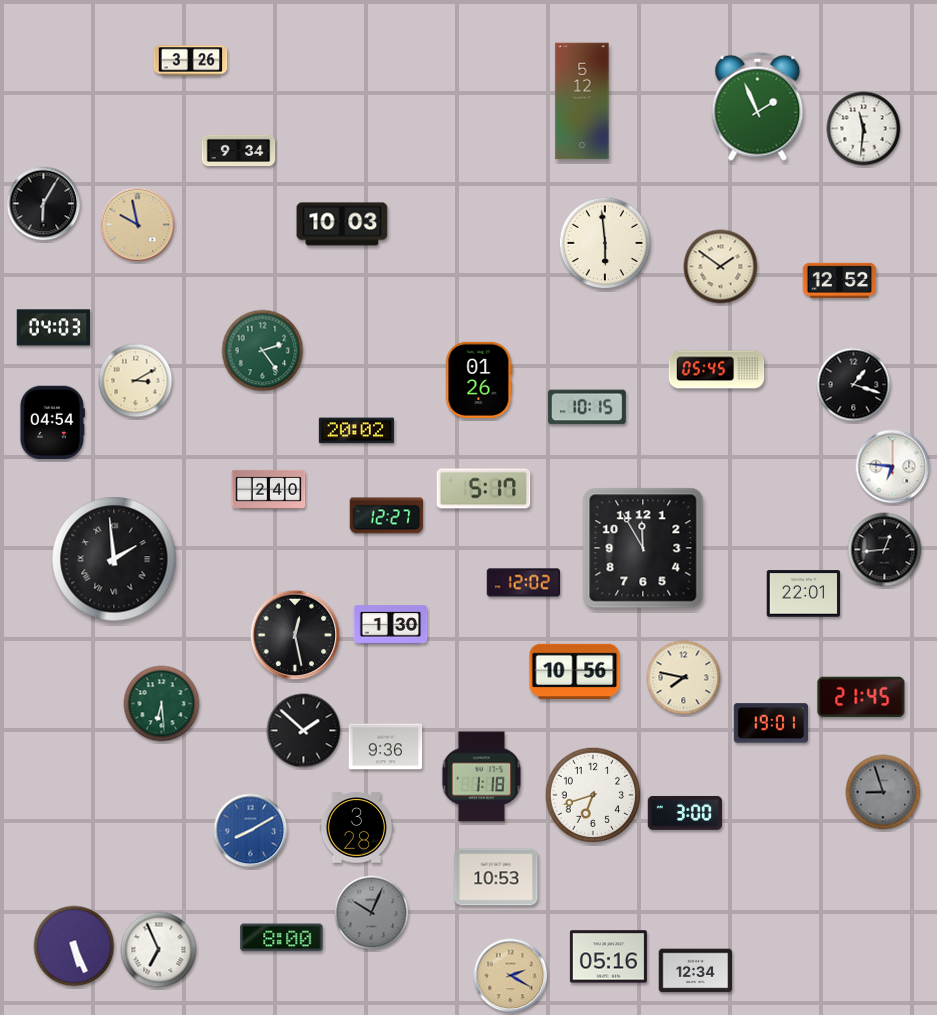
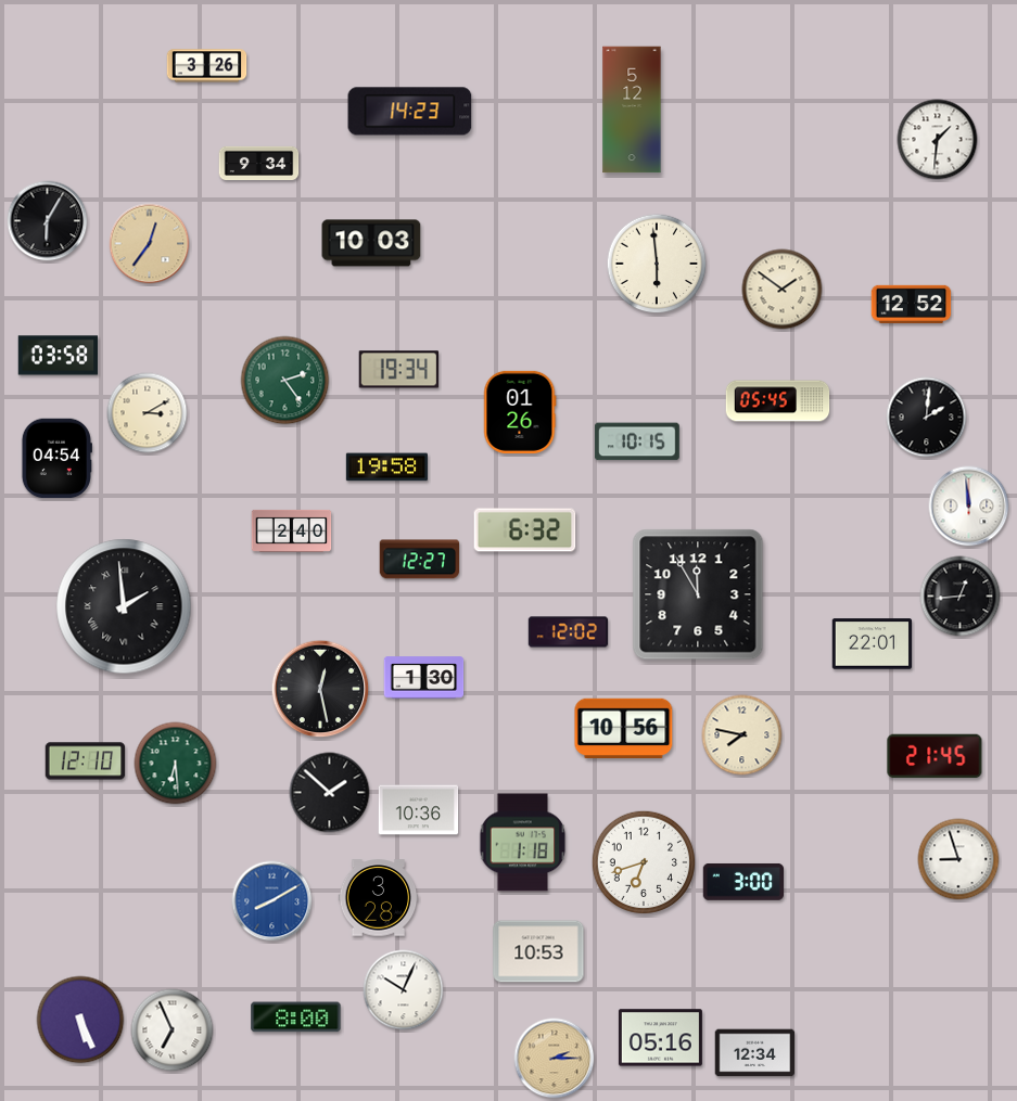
clock at (410, 112): none -> 14:23
clock at (758, 106): 1:56 -> none
clock at (864, 129): 11:31 -> 1:31
clock at (138, 225): 9:58 -> 12:36
clock at (54, 328): 04:03 -> 03:58
clock at (399, 370): none -> 19:34
clock at (854, 385): 1:18 -> 2:01
clock at (356, 431): 20:02 -> 19:58
clock at (893, 467): 6:46 -> 11:59
clock at (484, 489): 5:17 -> 6:32
clock at (86, 761): none -> 12:10
clock at (770, 723): 19:01 -> none
clock at (386, 747): 9:36 -> 10:36
clock at (883, 792) dial: grey -> white
clock at (357, 828) position: (357, 828) -> (379, 898)
clock at (372, 913) dial: grey -> white
clock at (282, 938) position: (282, 938) -> (296, 1017)
clock at (74, 946) position: (74, 946) -> (80, 1020)
clock at (511, 976): 2:20 -> 2:15
